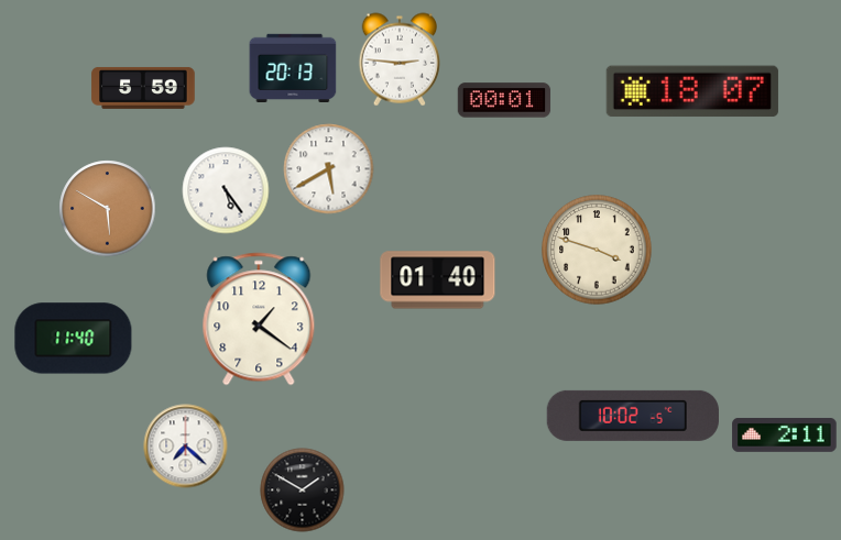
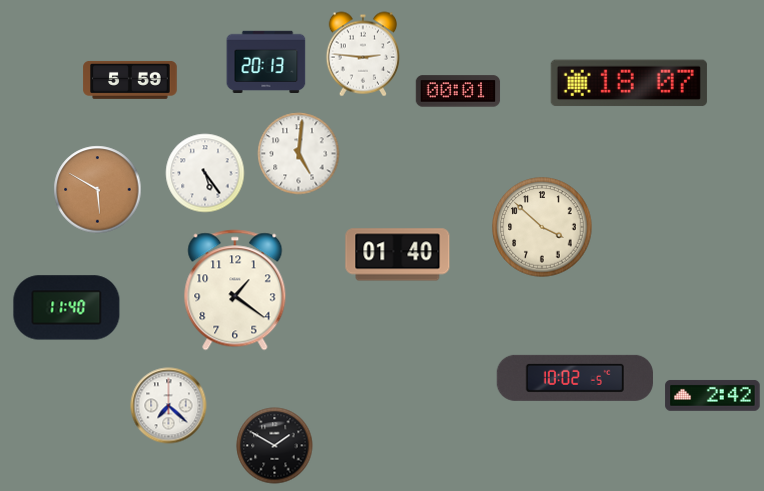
clock at (329, 169): 5:40 -> 5:01
clock at (597, 250): 3:48 -> 3:52
clock at (785, 434): 2:11 -> 2:42
